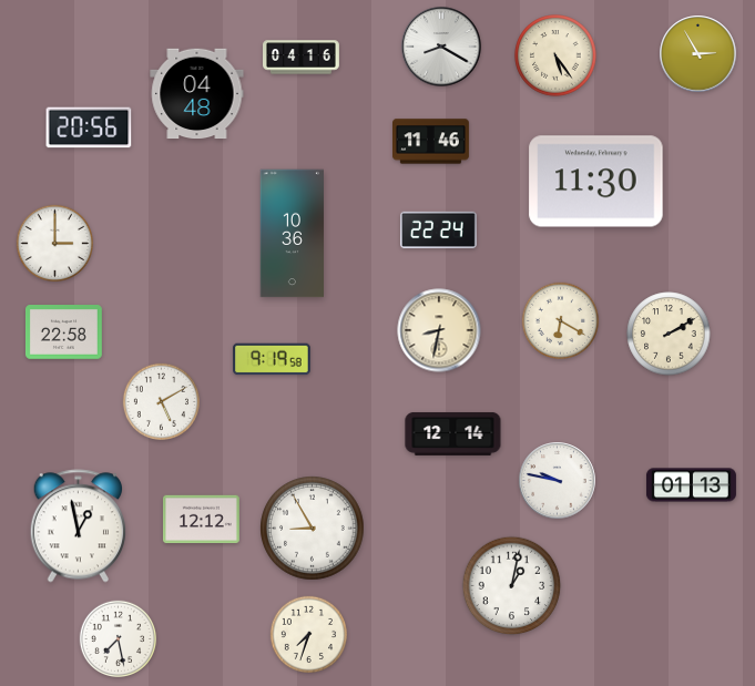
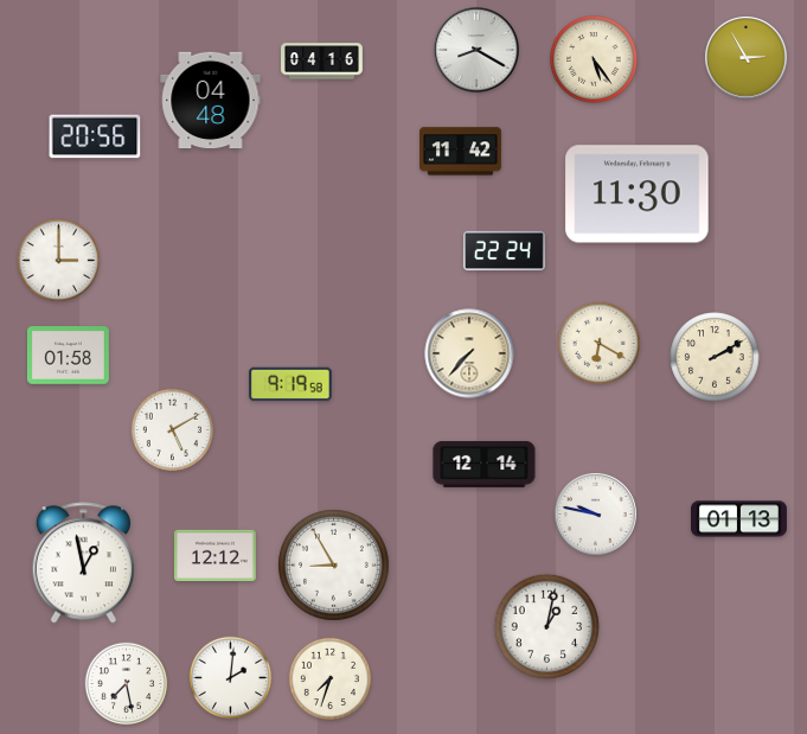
clock at (441, 47) position: (441, 47) -> (476, 50)
clock at (431, 142): 11:46 -> 11:42
clock at (438, 231) position: (438, 231) -> (504, 251)
clock at (293, 234): 10:36 -> none
clock at (439, 330): 8:32 -> 7:37
clock at (63, 332): 22:58 -> 01:58
clock at (230, 677): none -> 2:01
